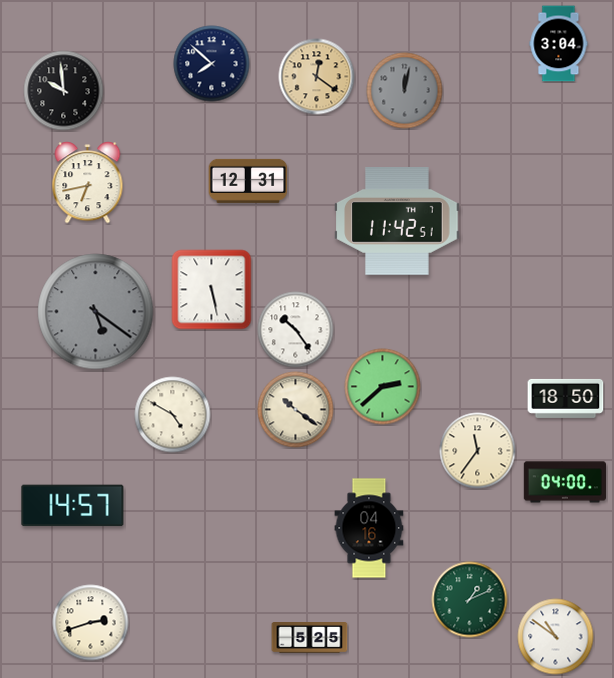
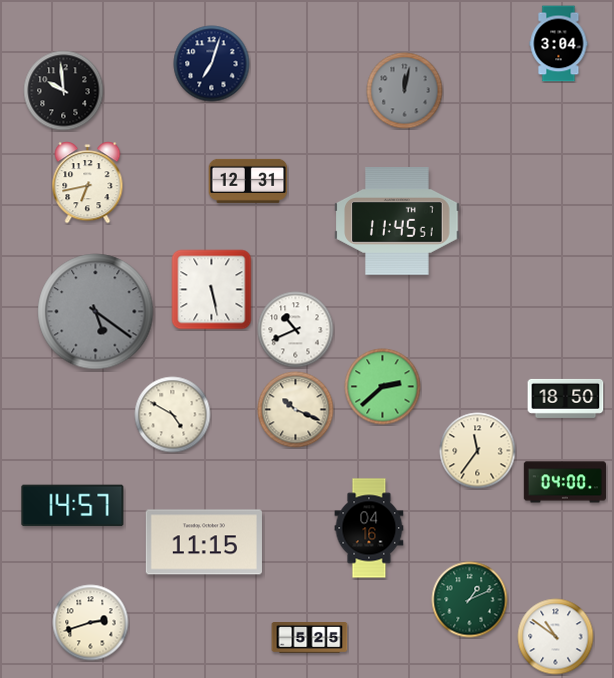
clock at (212, 64): 7:52 -> 7:03
clock at (317, 77): 12:21 -> none
clock at (397, 222): 11:42 -> 11:45
clock at (296, 330): 10:24 -> 10:41
clock at (296, 410): 10:21 -> 10:19
clock at (204, 542): none -> 11:15
